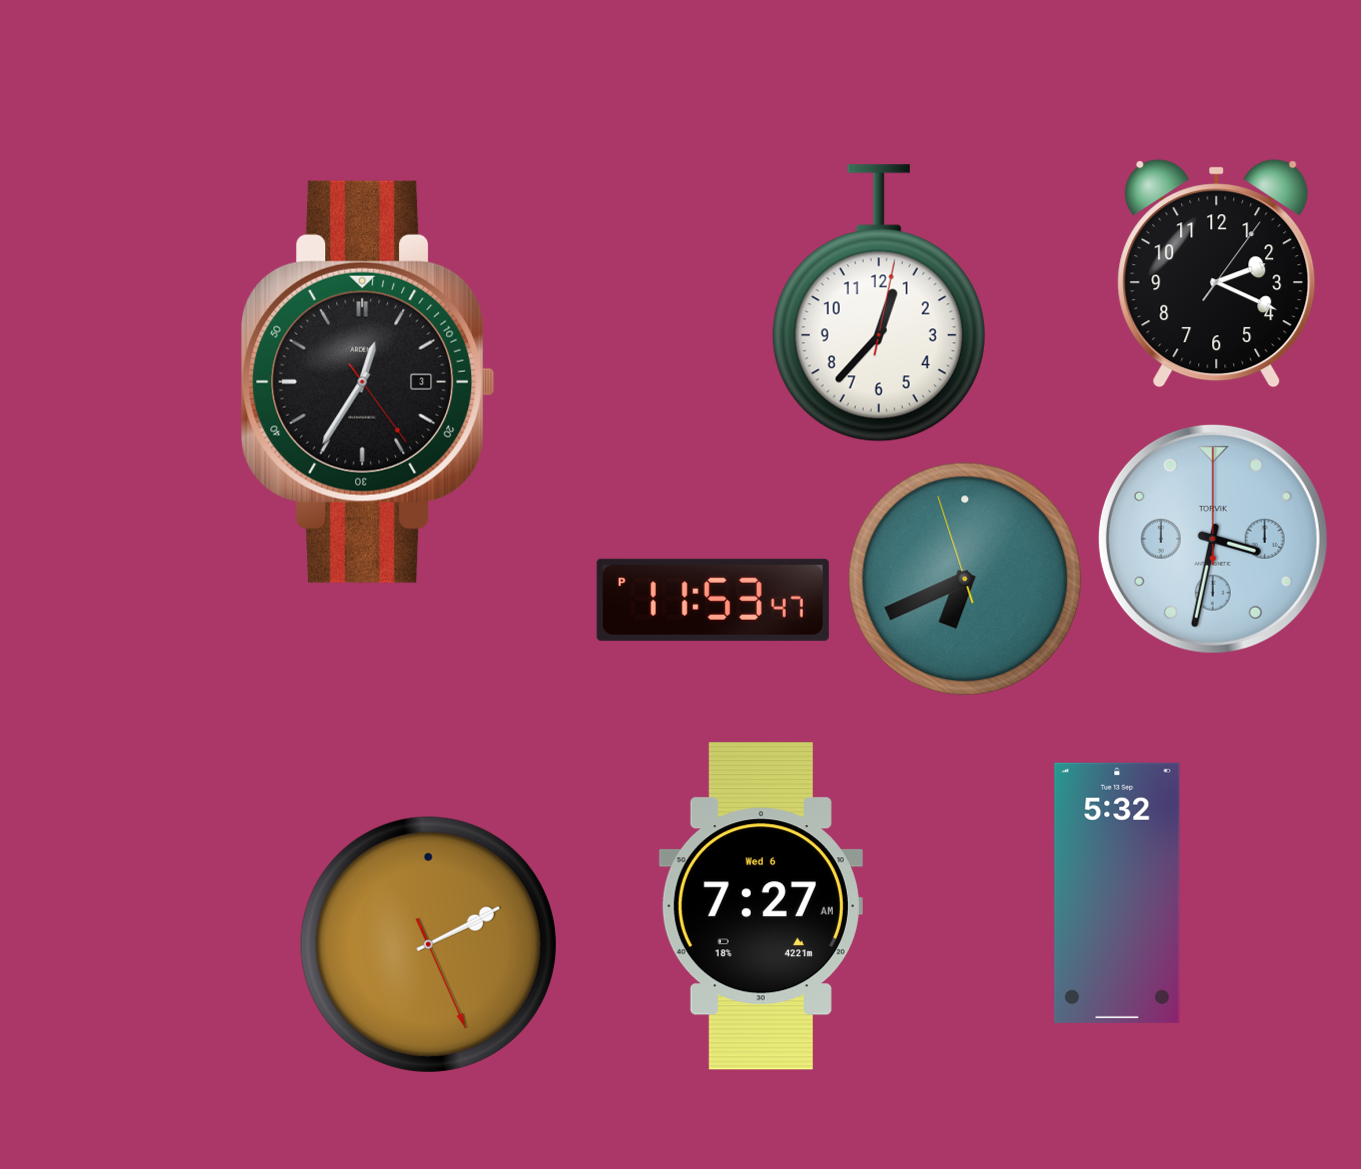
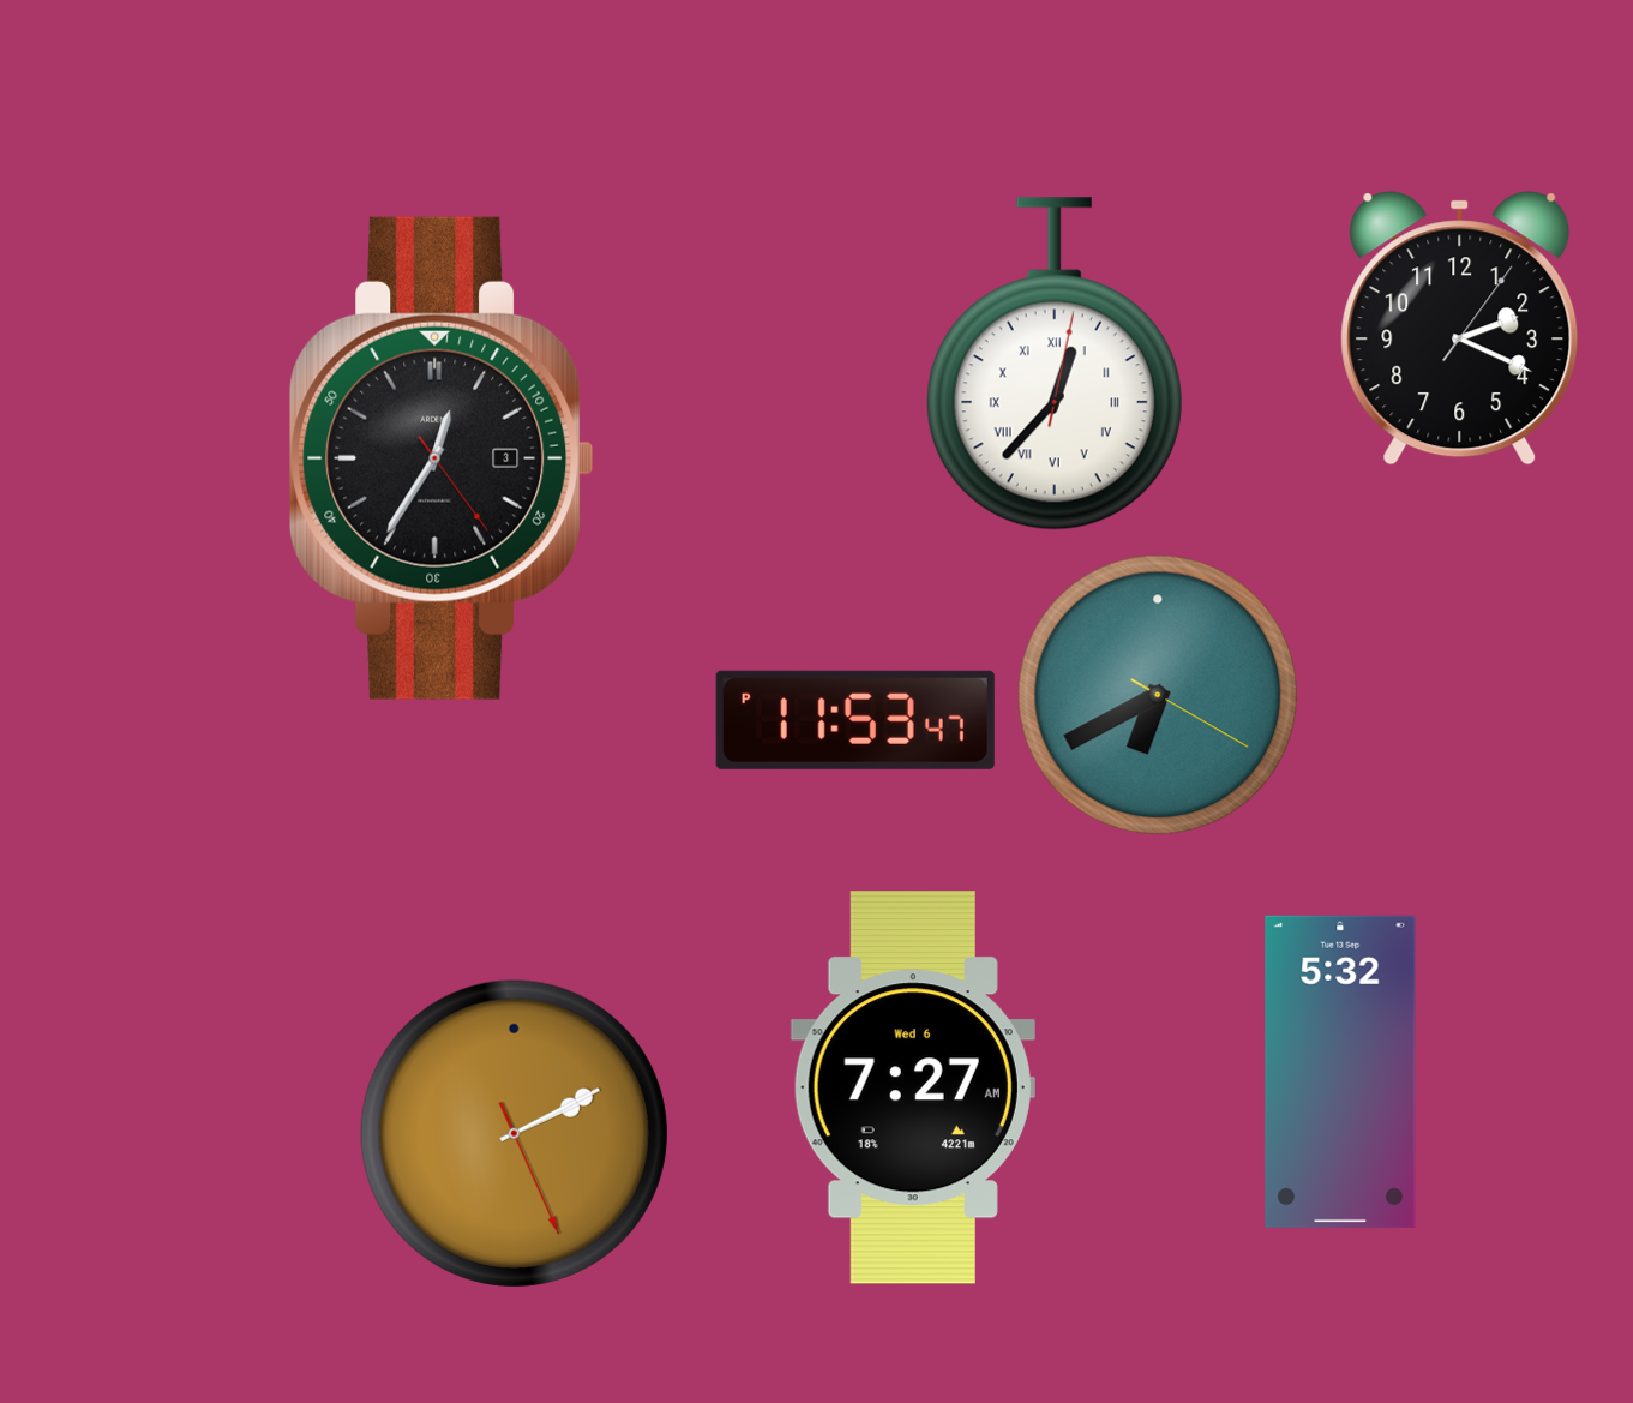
clock at (879, 303) numerals: Arabic -> Roman
clock at (1213, 539): 3:32 -> none
clock at (965, 579): 6:40:57 -> 6:40:20
